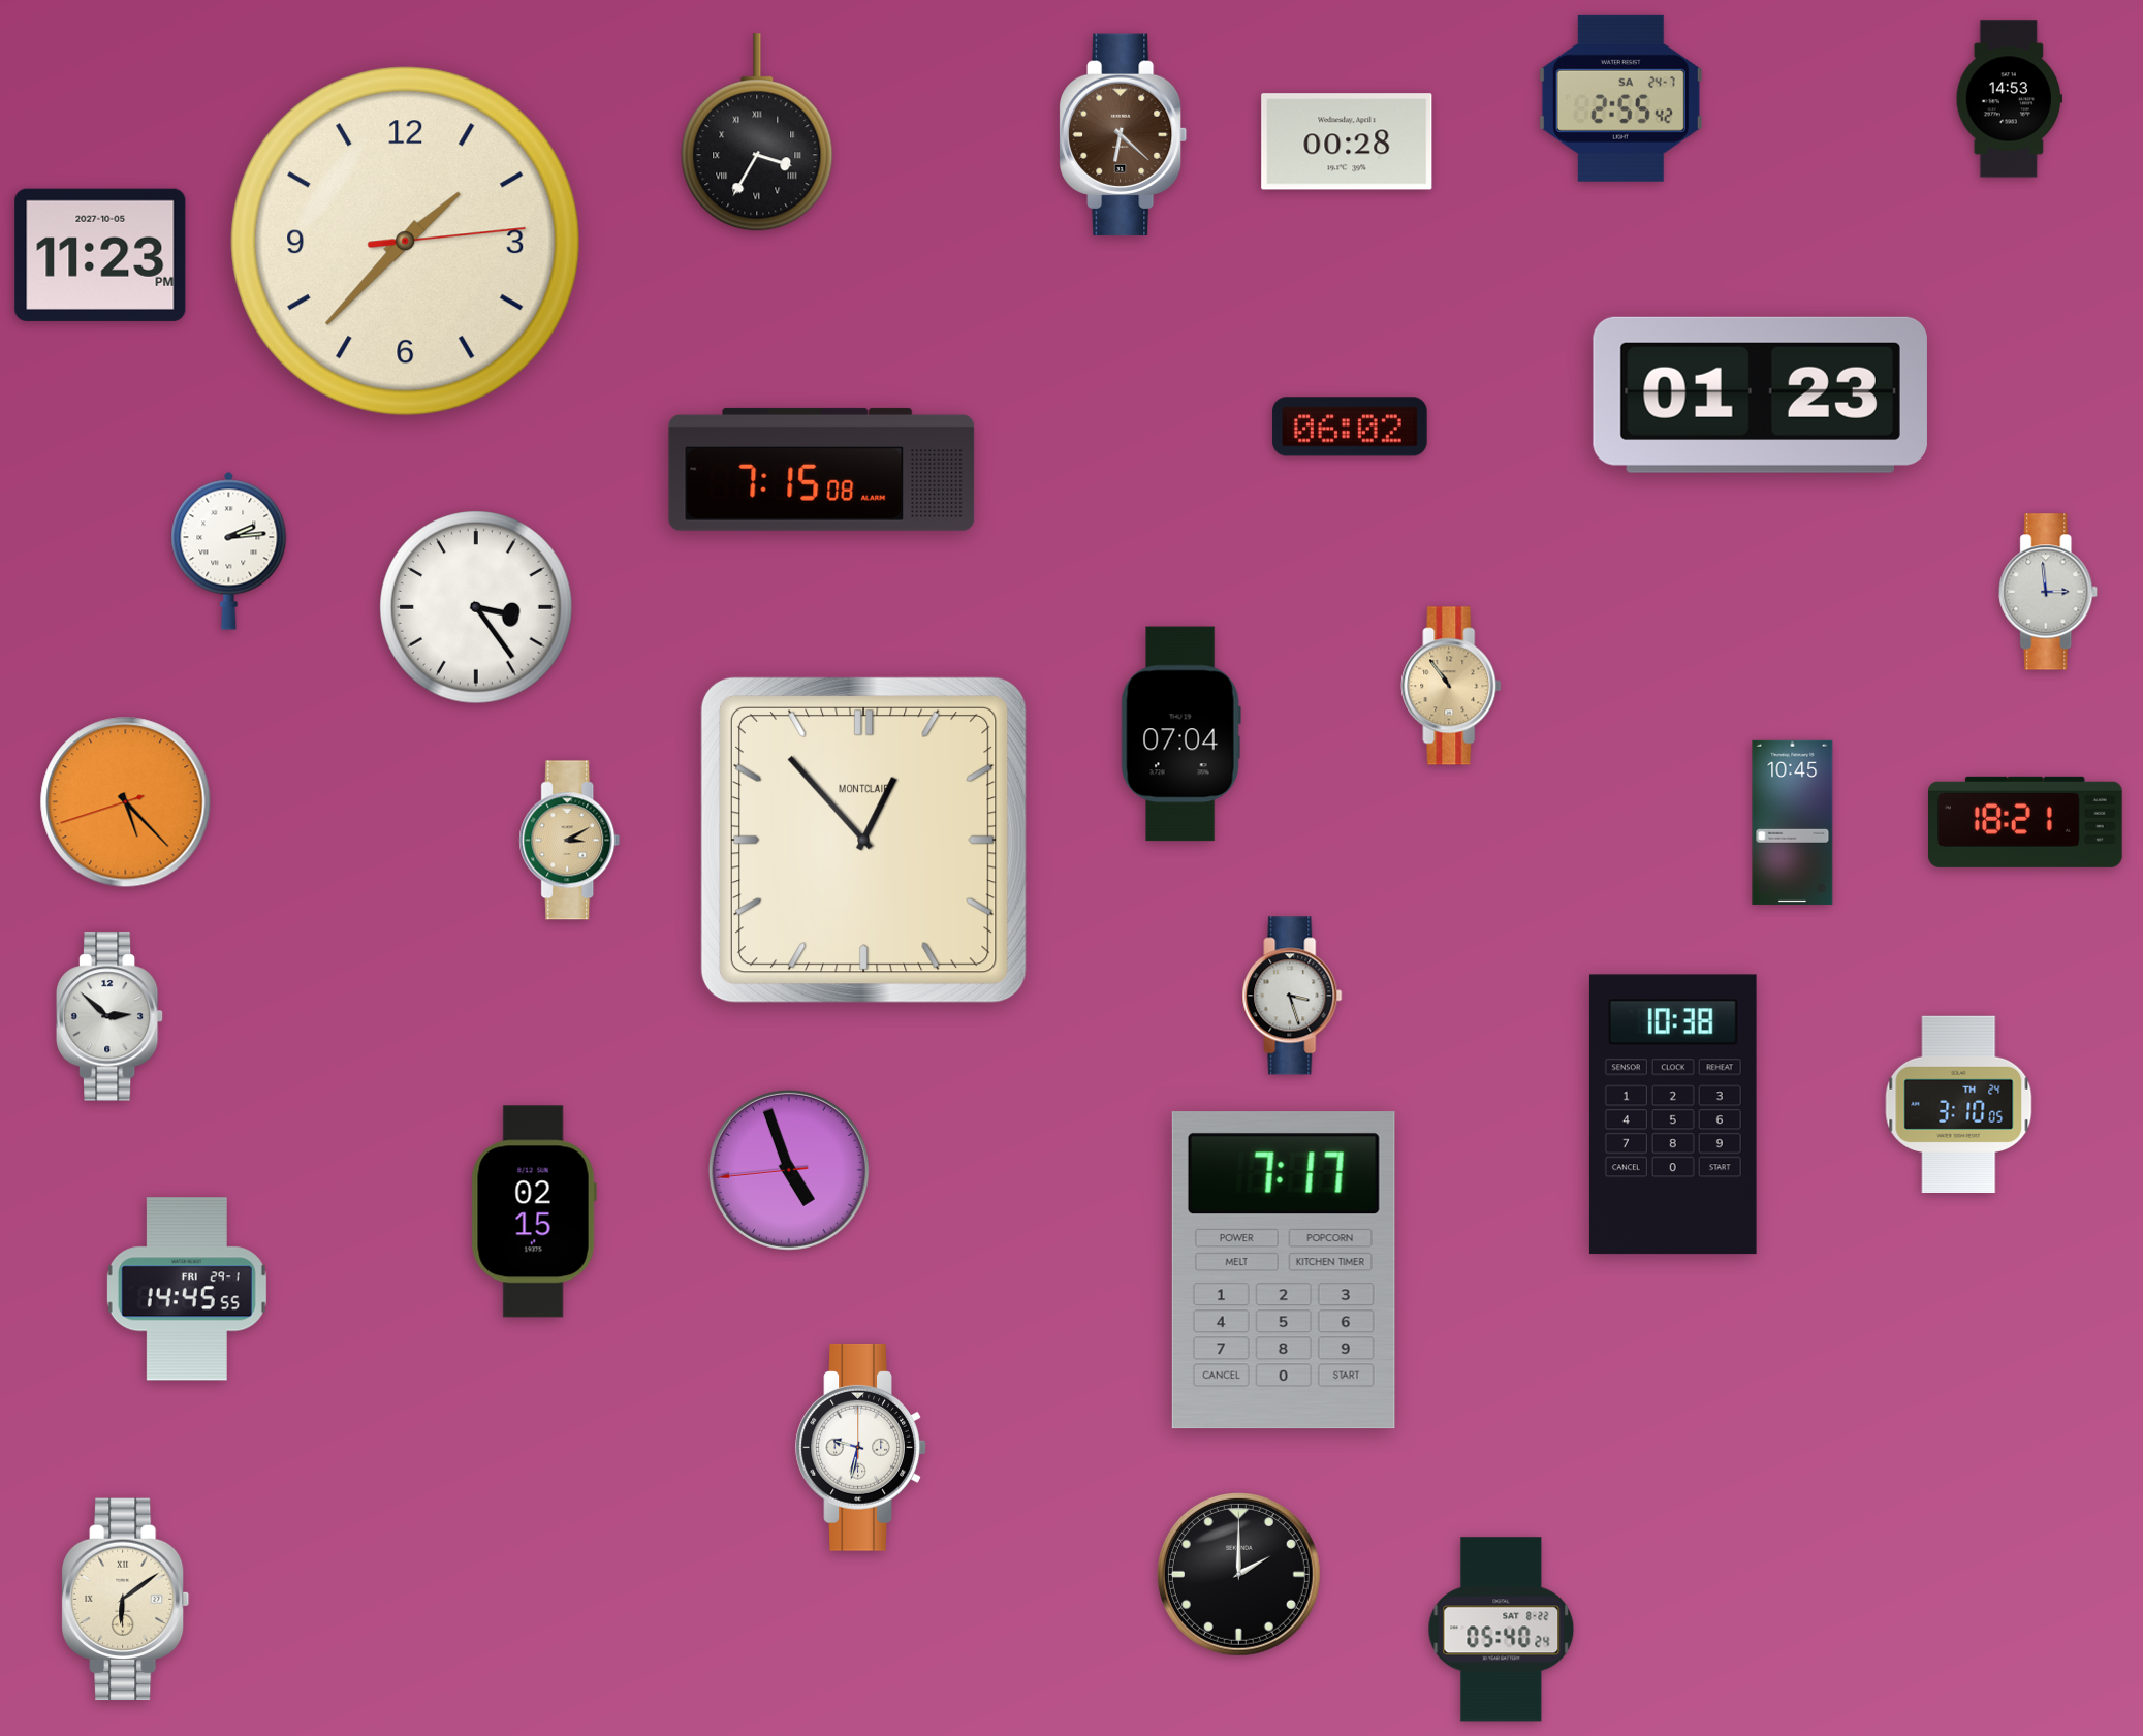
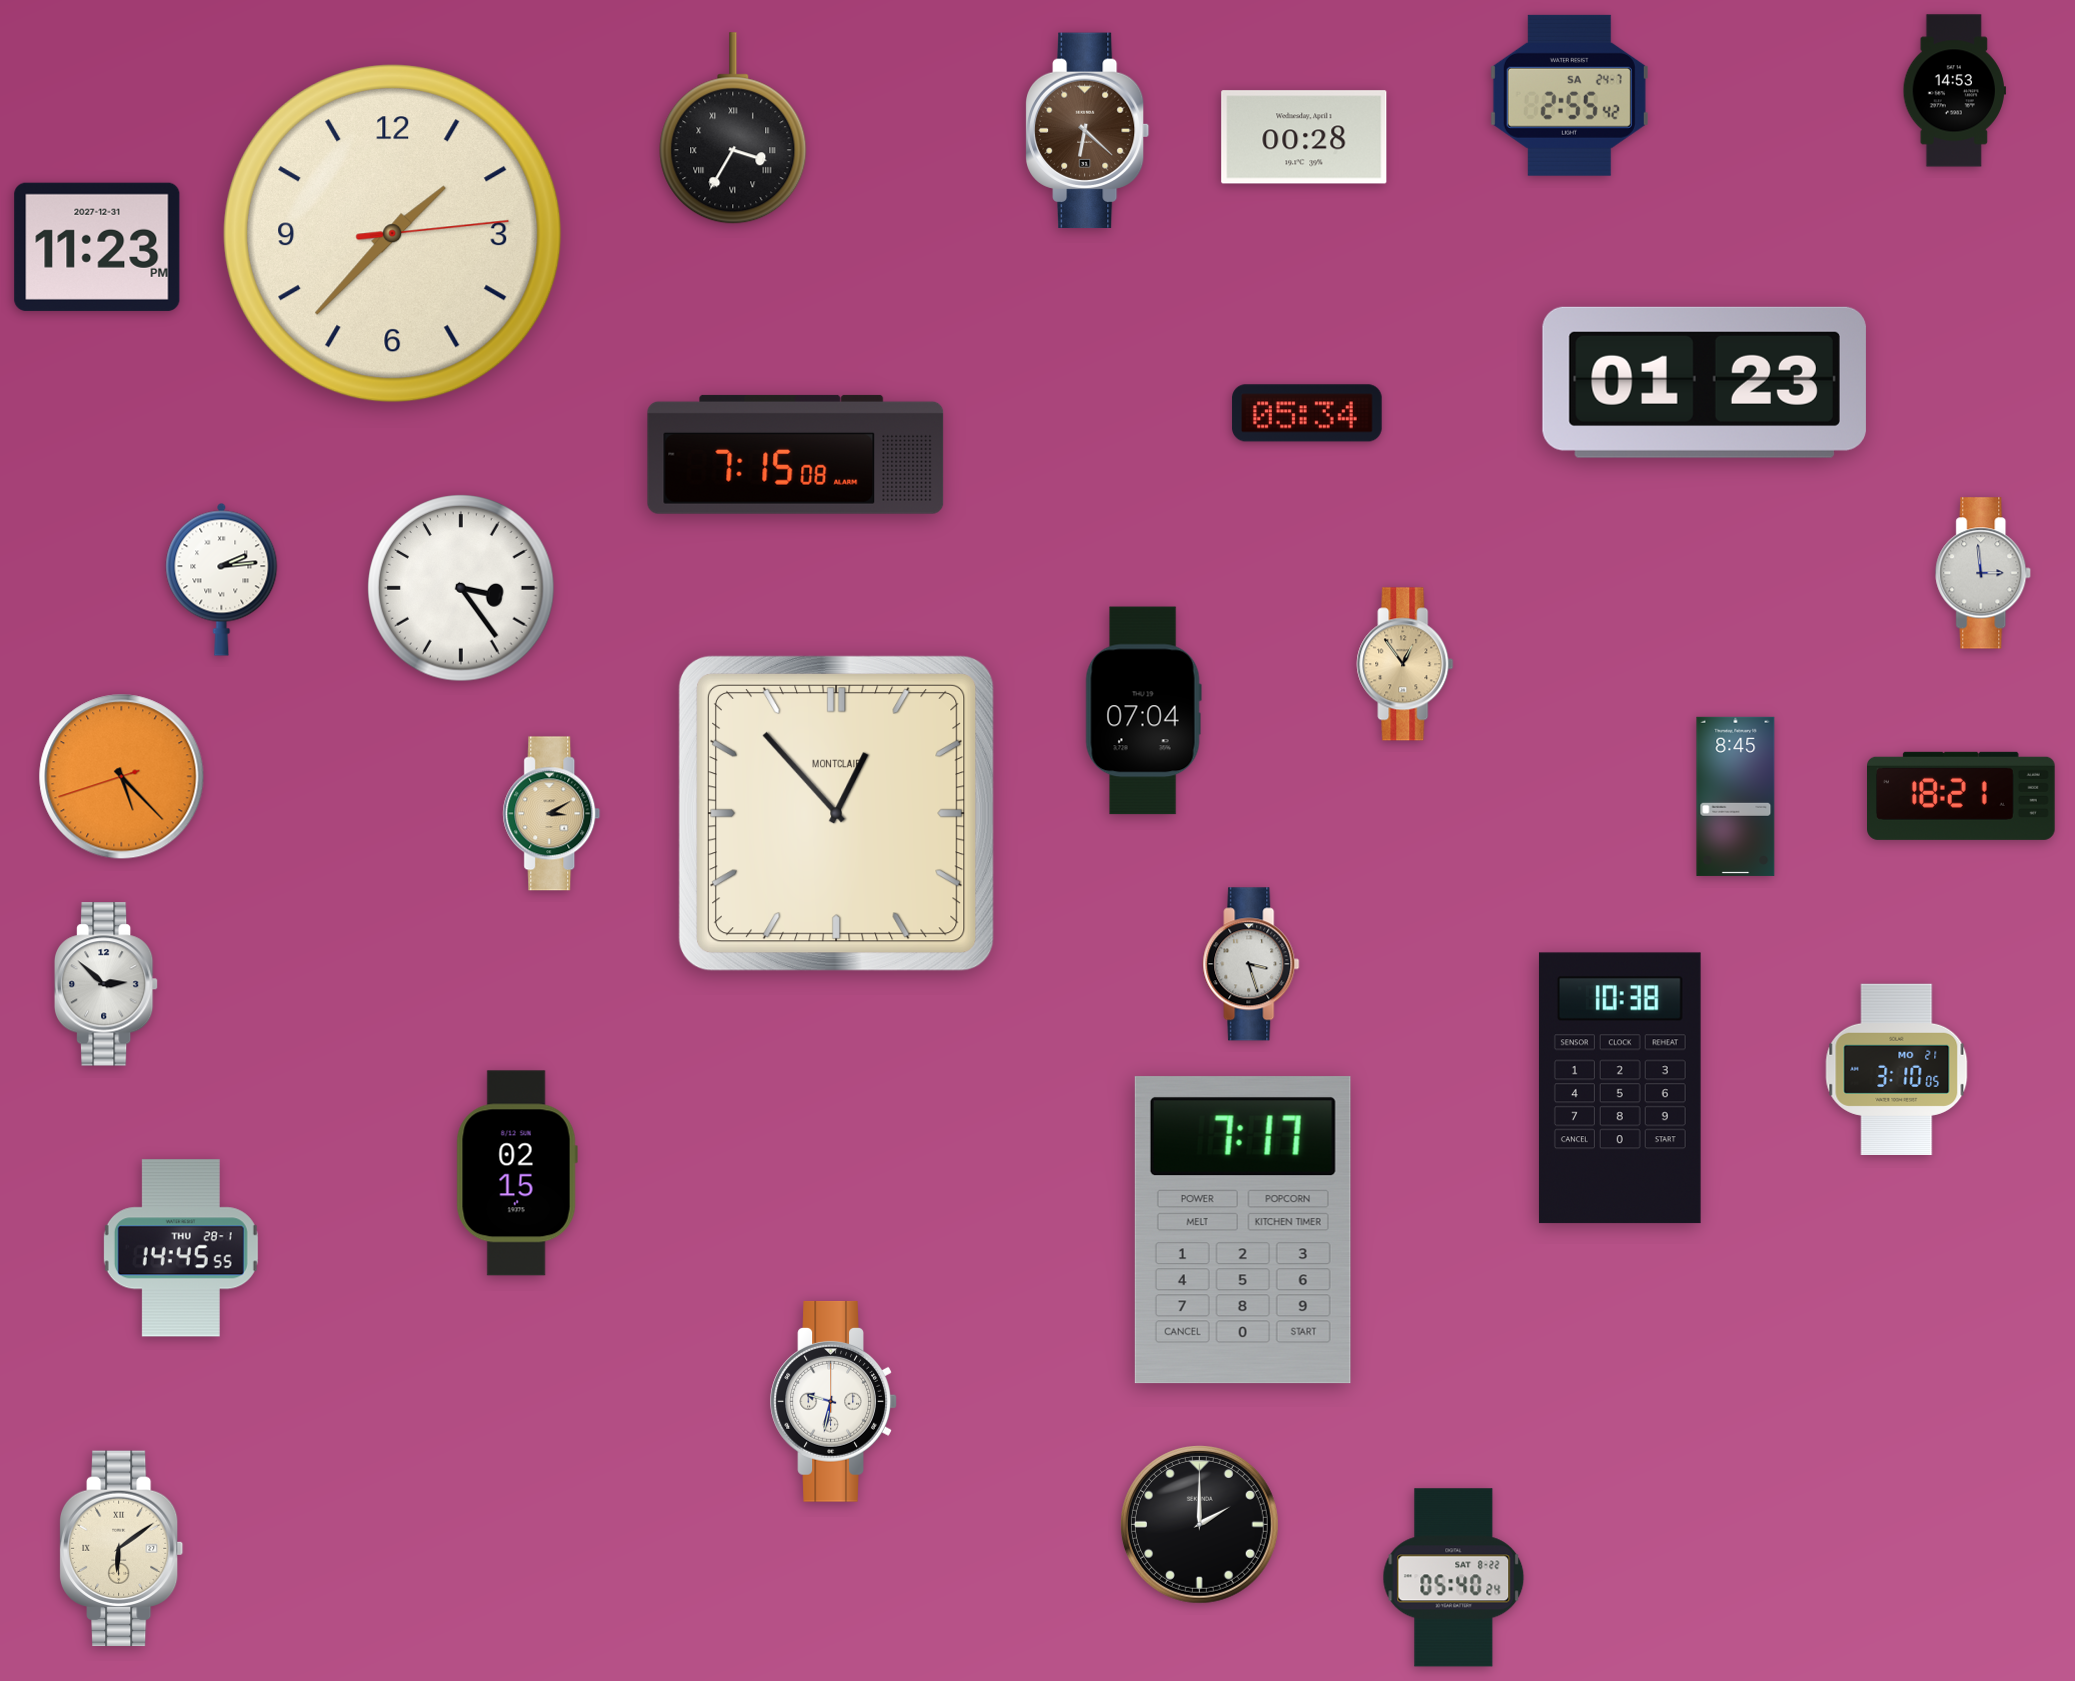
clock at (2009, 99) position: (2009, 99) -> (1954, 91)
clock at (100, 255) date: 2027-10-05 -> 2027-12-31
clock at (1350, 427): 06:02 -> 05:34
clock at (229, 550) position: (229, 550) -> (222, 579)
clock at (1451, 686): 10:54 -> 12:54
clock at (1793, 822): 10:45 -> 8:45
clock at (1959, 1104) date: TH 24 -> MO 21
clock at (1673, 1114) position: (1673, 1114) -> (1620, 1088)
clock at (789, 1170): 4:56 -> none
clock at (187, 1289) date: FRI 29-1 -> THU 28-1
